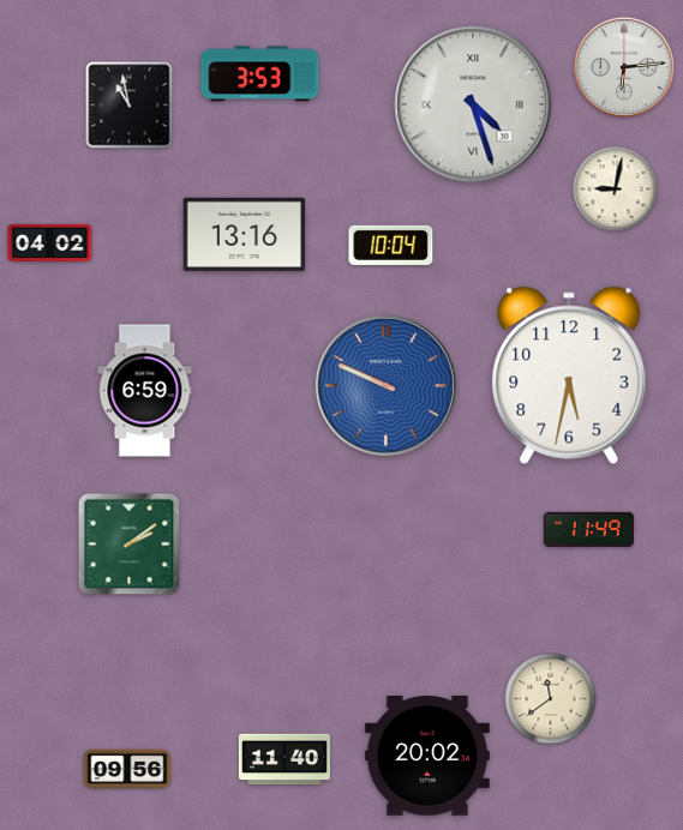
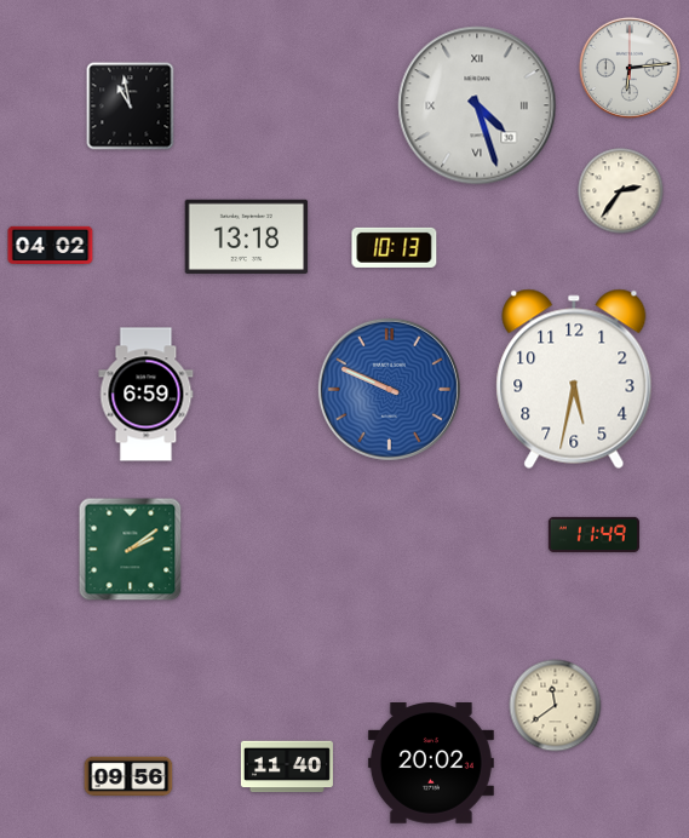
clock at (260, 74): 3:53 -> none
clock at (616, 190): 9:02 -> 2:36
clock at (245, 234): 13:16 -> 13:18
clock at (391, 245): 10:04 -> 10:13
